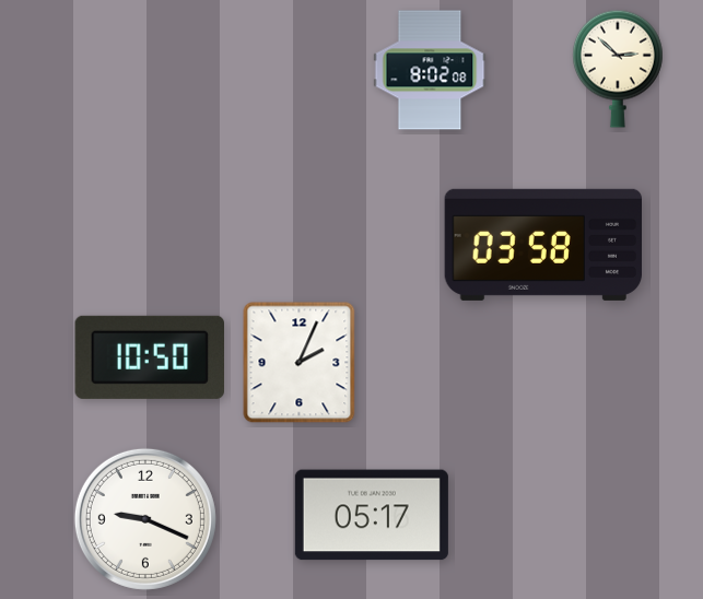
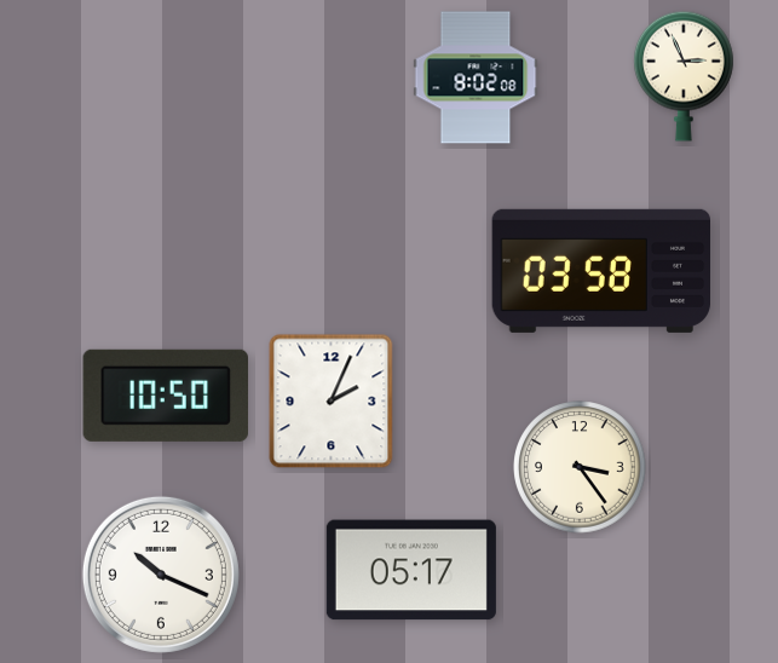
clock at (618, 69): 2:52 -> 2:56
clock at (580, 467): none -> 3:24
clock at (145, 519): 9:19 -> 10:19
